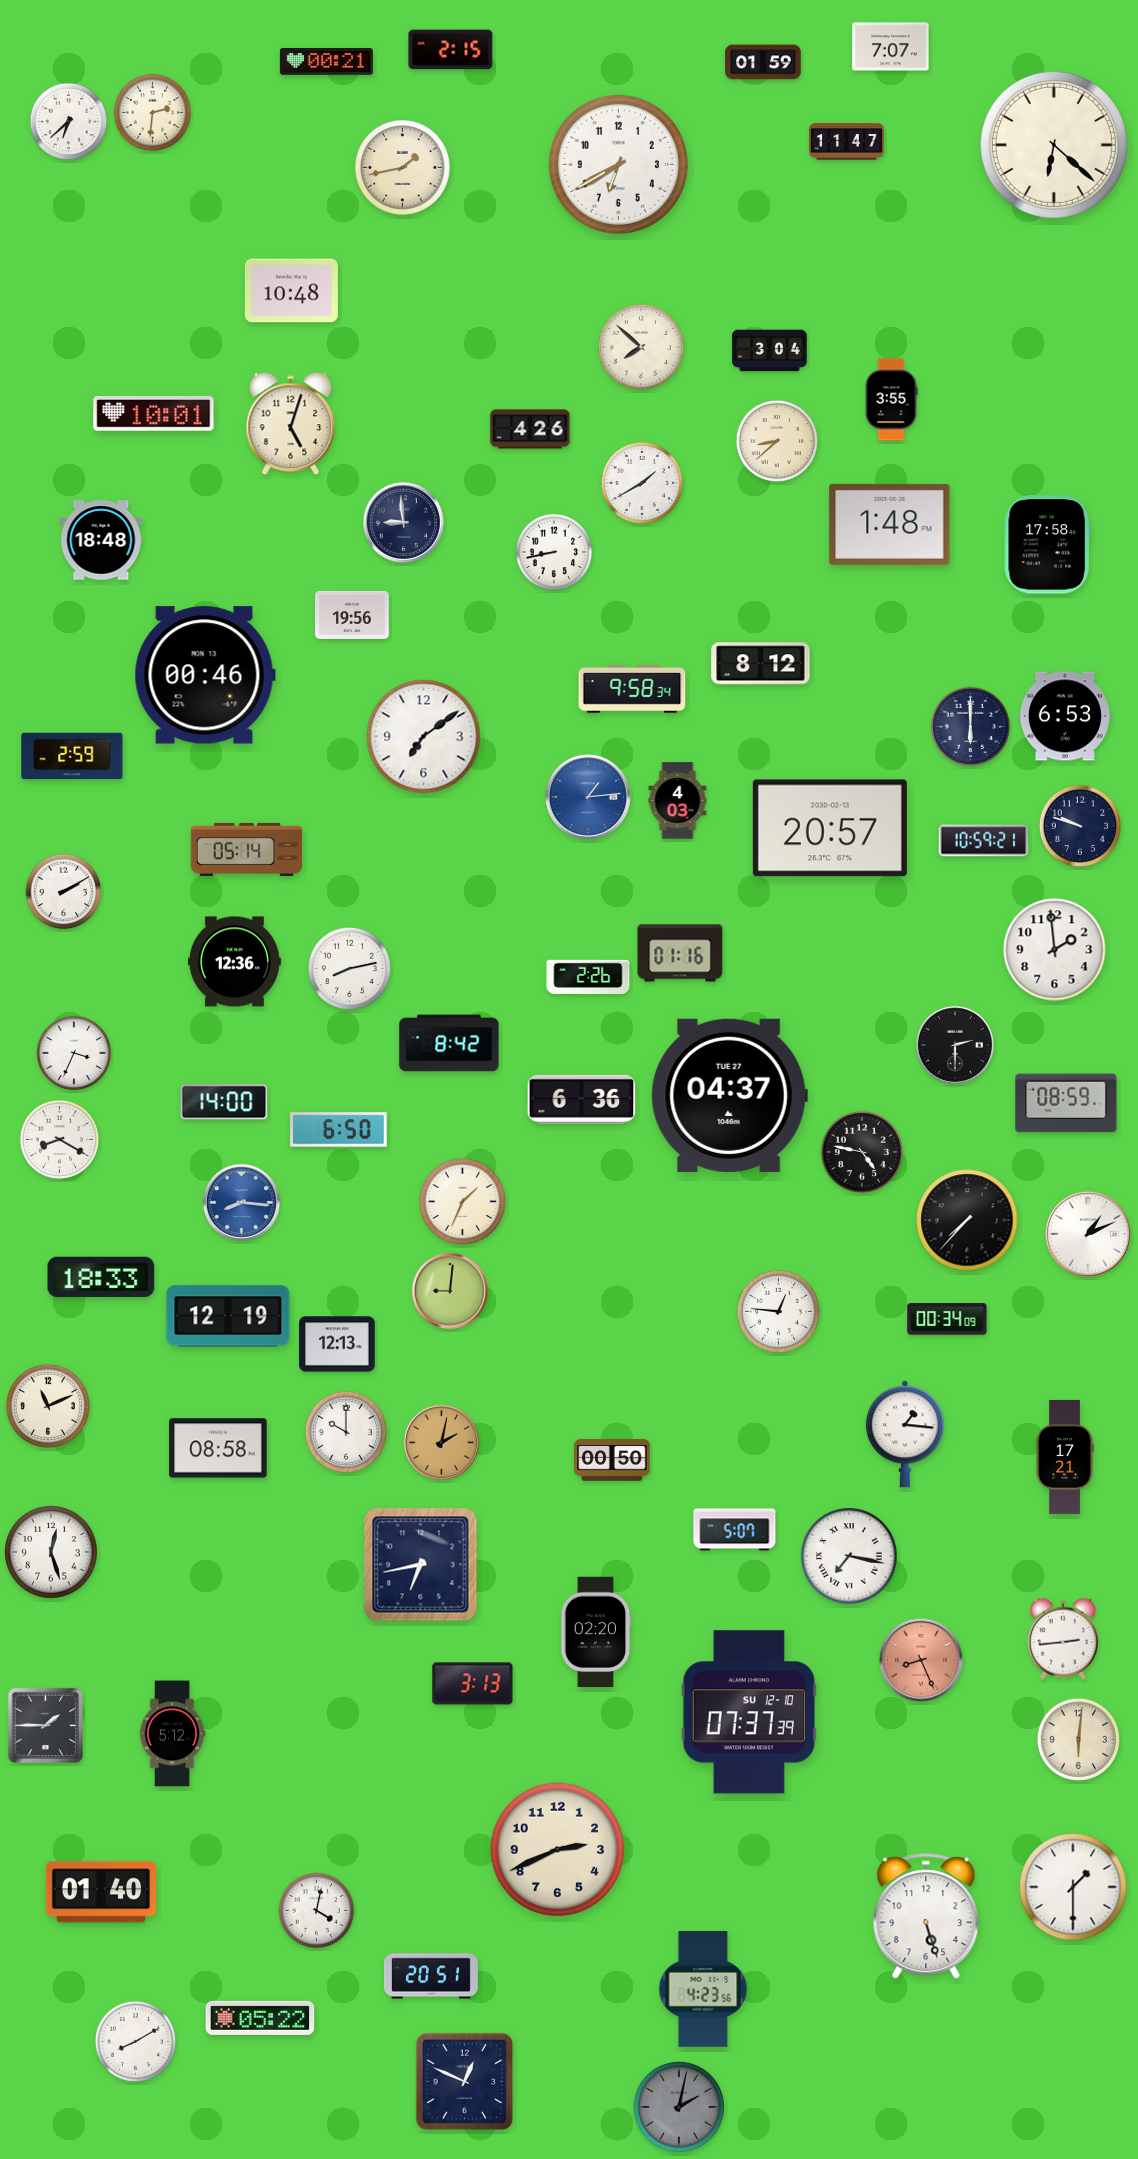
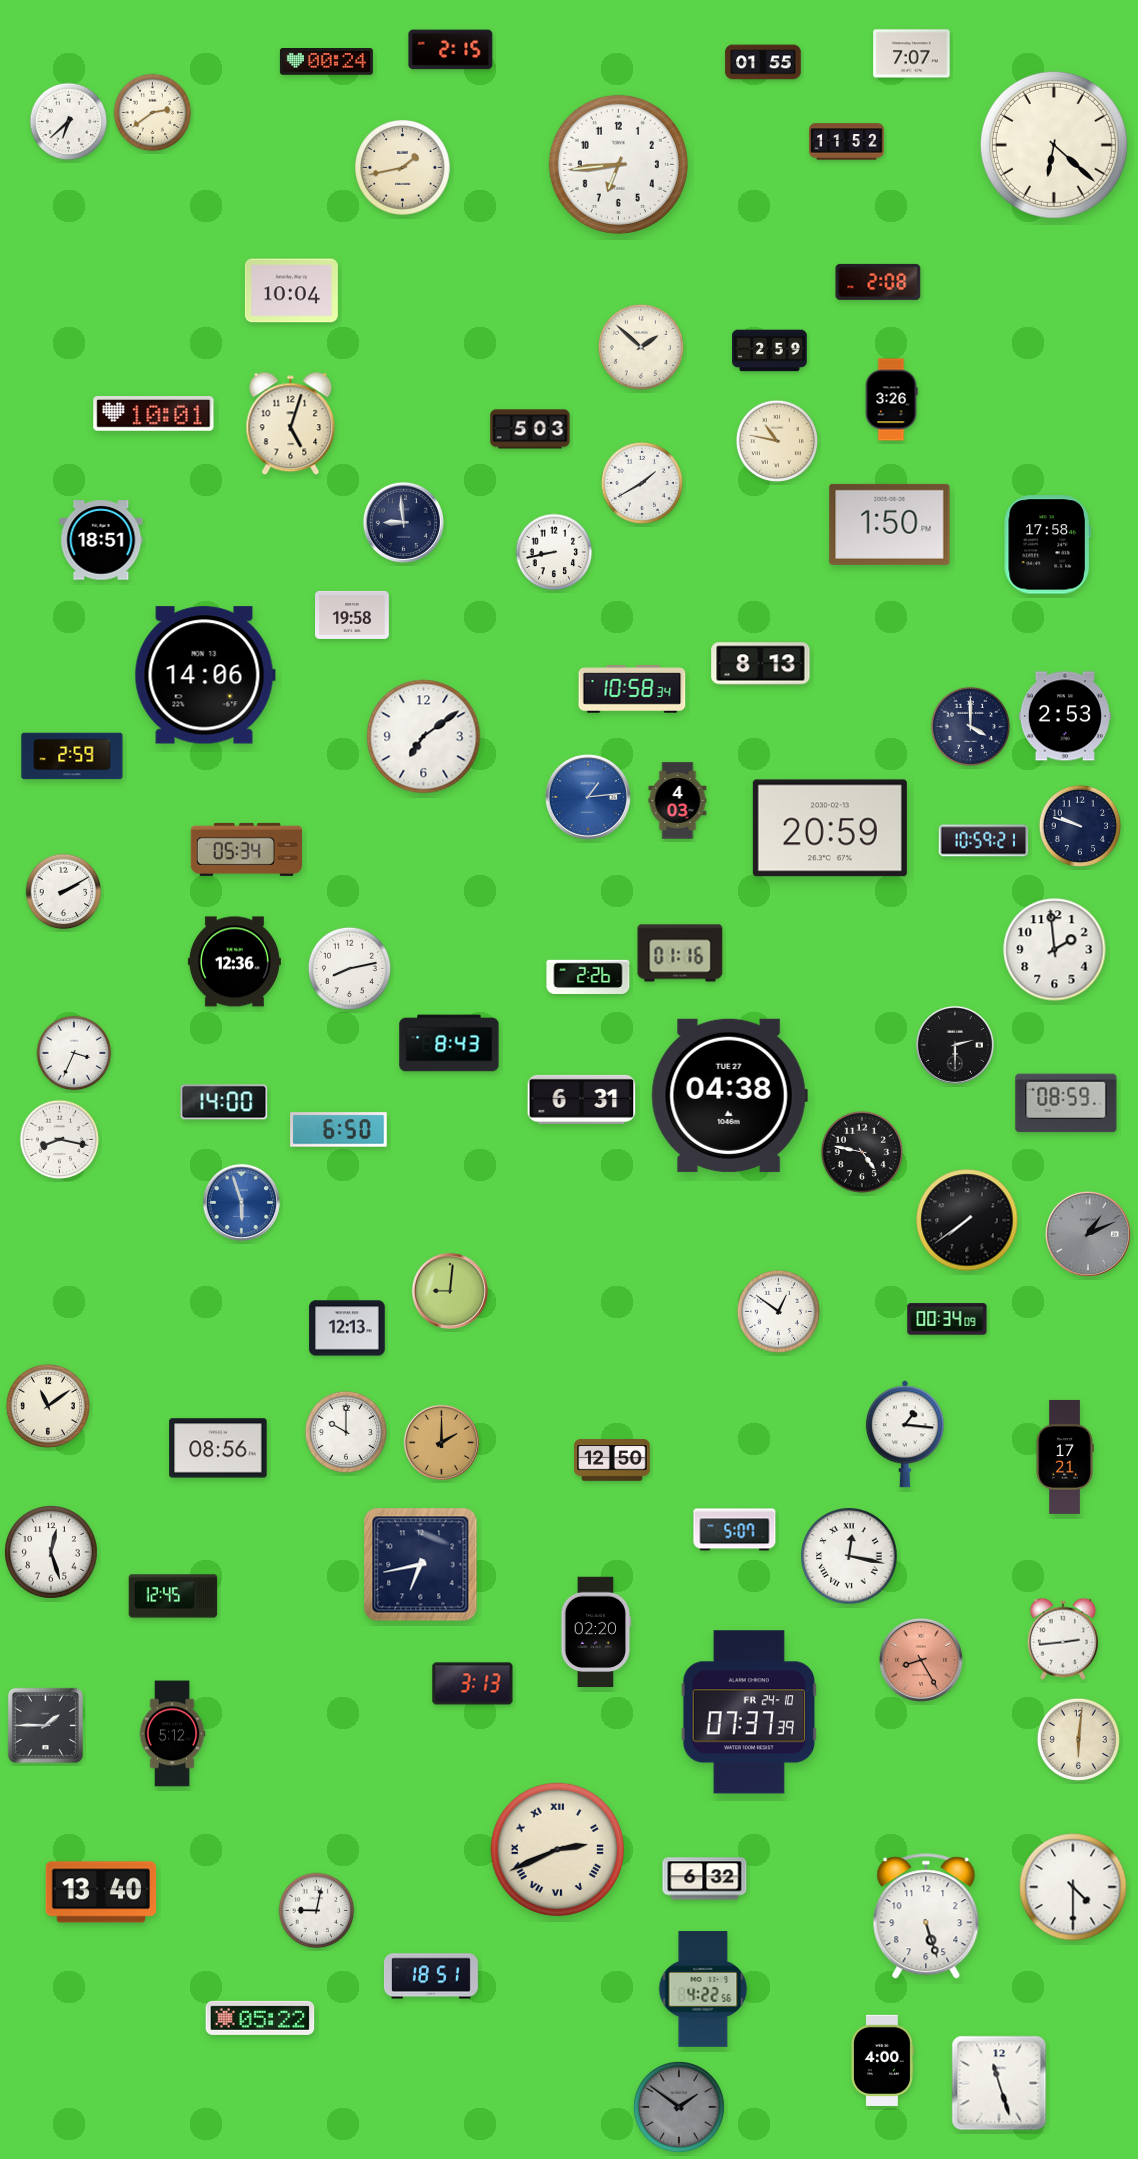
clock at (891, 47) position: (891, 47) -> (912, 54)
clock at (326, 62): 00:21 -> 00:24
clock at (763, 62): 01:59 -> 01:55
clock at (153, 113): 2:31 -> 2:39
clock at (847, 142): 11:47 -> 11:52
clock at (618, 164): 6:40 -> 6:44
clock at (878, 282): none -> 2:08
clock at (291, 291): 10:48 -> 10:04
clock at (641, 347): 7:52 -> 1:52
clock at (770, 351): 3:04 -> 2:59
clock at (891, 400): 3:55 -> 3:26
clock at (530, 429): 4:26 -> 5:03
clock at (776, 440): 8:38 -> 10:47
clock at (890, 524): 1:48 -> 1:50
clock at (101, 540): 18:48 -> 18:51
clock at (353, 615): 19:56 -> 19:58
clock at (761, 664): 8:12 -> 8:13
clock at (205, 675): 00:46 -> 14:06
clock at (632, 689): 9:58 -> 10:58
clock at (1065, 716): 6:53 -> 2:53
clock at (971, 727): 6:00 -> 4:00
clock at (830, 828): 20:57 -> 20:59
clock at (246, 849): 05:14 -> 05:34
clock at (449, 1043): 8:42 -> 8:43
clock at (729, 1095): 04:37 -> 04:38
clock at (582, 1099): 6:36 -> 6:31
clock at (60, 1140): 8:20 -> 8:17
clock at (462, 1201): 1:34 -> none
clock at (241, 1202): 8:16 -> 5:57
clock at (967, 1220): 7:37 -> 7:39
clock at (1088, 1234) dial: white -> grey
clock at (101, 1276): 18:33 -> none
clock at (778, 1311): 12:46 -> 12:51
clock at (228, 1316): 12:19 -> none
clock at (337, 1344) position: (337, 1344) -> (347, 1328)
clock at (48, 1406): 11:11 -> 11:09
clock at (441, 1442): 2:02 -> 2:00
clock at (218, 1448): 08:58 -> 08:56
clock at (612, 1460): 00:50 -> 12:50
clock at (849, 1556): 7:17 -> 12:17
clock at (173, 1596): none -> 12:45
clock at (921, 1660): 8:26 -> 8:25
clock at (748, 1712) date: SU 12-10 -> FR 24-10
clock at (558, 1850) numerals: Arabic -> Roman
clock at (705, 1879): none -> 6:32
clock at (1073, 1887): 1:30 -> 4:30
clock at (101, 1892): 01:40 -> 13:40
clock at (317, 1911): 4:02 -> 9:02
clock at (431, 1976): 20:51 -> 18:51
clock at (703, 1989): 4:23 -> 4:22
clock at (136, 2042): 8:10 -> none
clock at (882, 2060): none -> 4:00
clock at (465, 2082): 12:49 -> none
clock at (999, 2083): none -> 11:27
clock at (679, 2107): 2:02 -> 1:51
